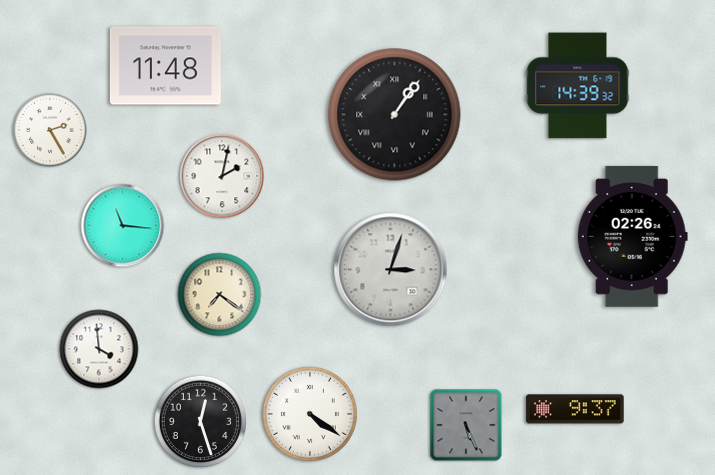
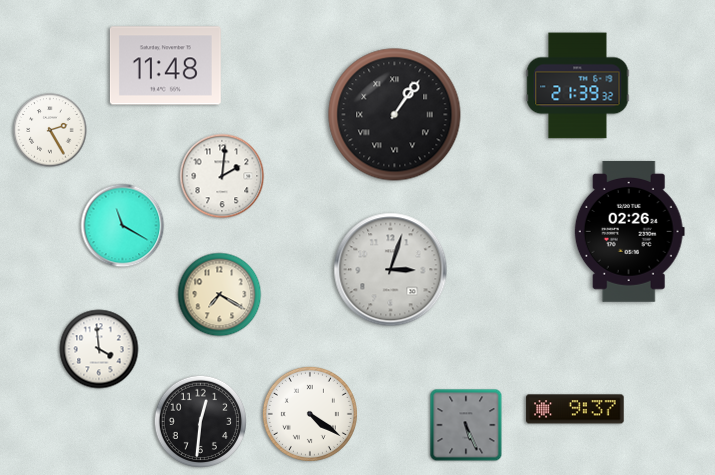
clock at (578, 86): 14:39 -> 21:39
clock at (222, 176): 2:02 -> 2:01
clock at (123, 226): 11:16 -> 11:20
clock at (632, 236) position: (632, 236) -> (629, 231)
clock at (220, 295): 7:21 -> 7:20
clock at (200, 421): 12:27 -> 12:31
